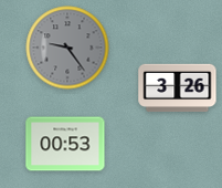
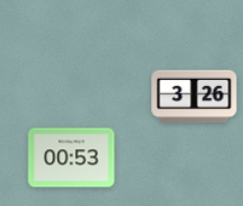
clock at (67, 48): 9:24 -> none
